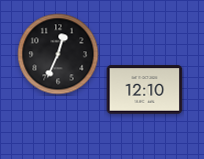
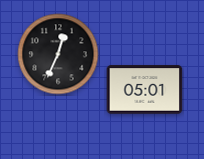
clock at (145, 90): 12:10 -> 05:01
